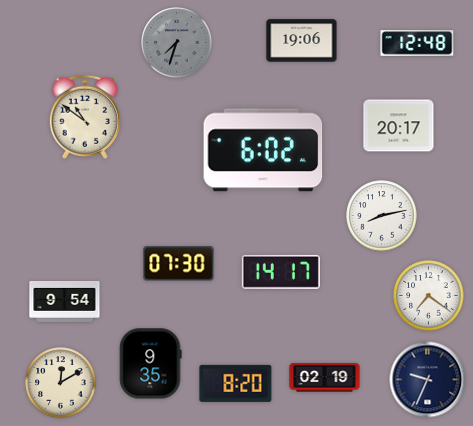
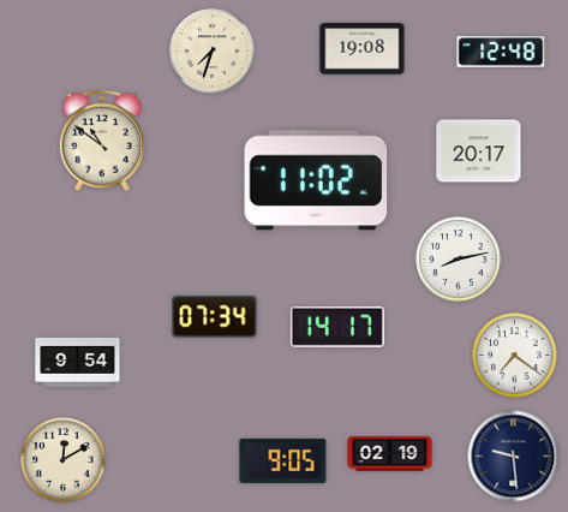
clock at (302, 41): 19:06 -> 19:08
clock at (177, 43) dial: grey -> cream
clock at (263, 150): 6:02 -> 11:02
clock at (179, 264): 07:30 -> 07:34
clock at (151, 364): 9:35 -> none
clock at (428, 380): 9:34 -> 9:29
clock at (61, 383) position: (61, 383) -> (64, 460)
clock at (236, 383): 8:20 -> 9:05
